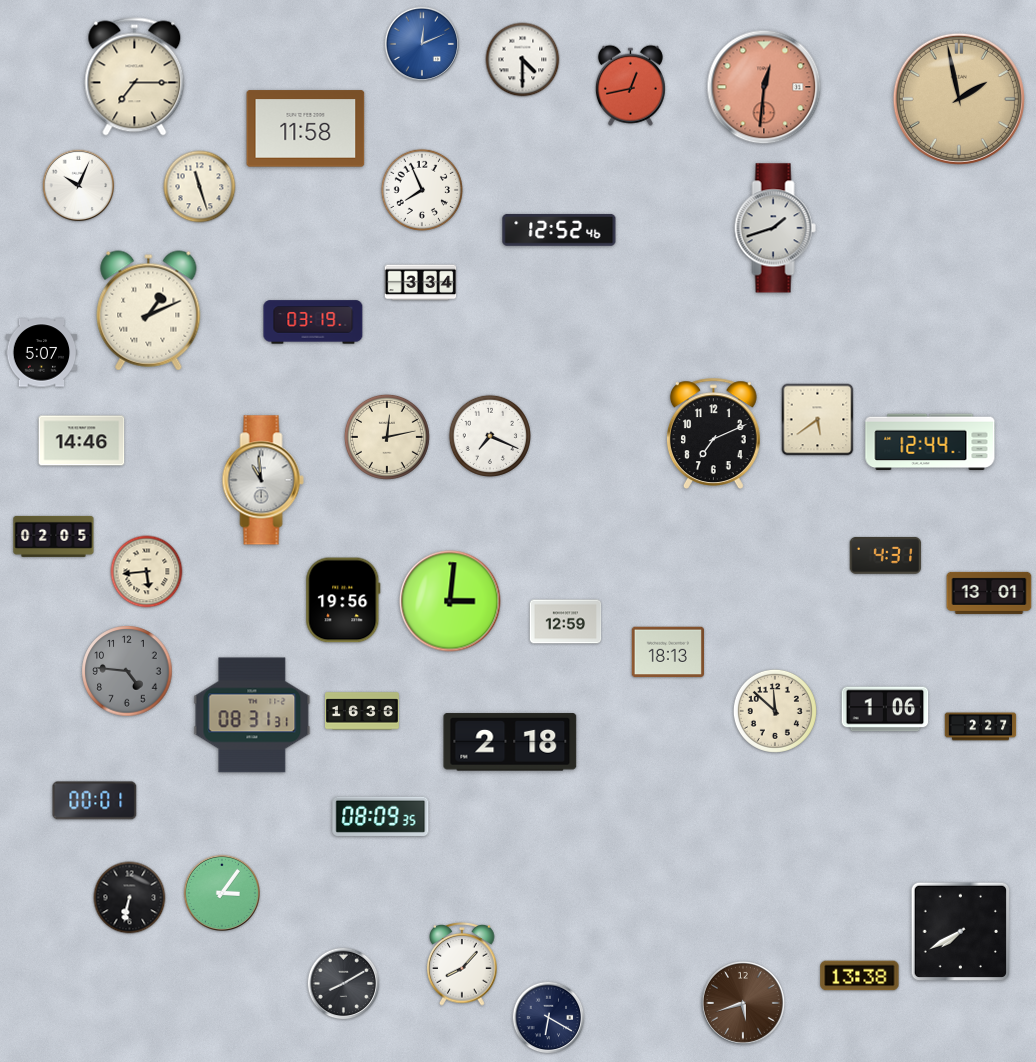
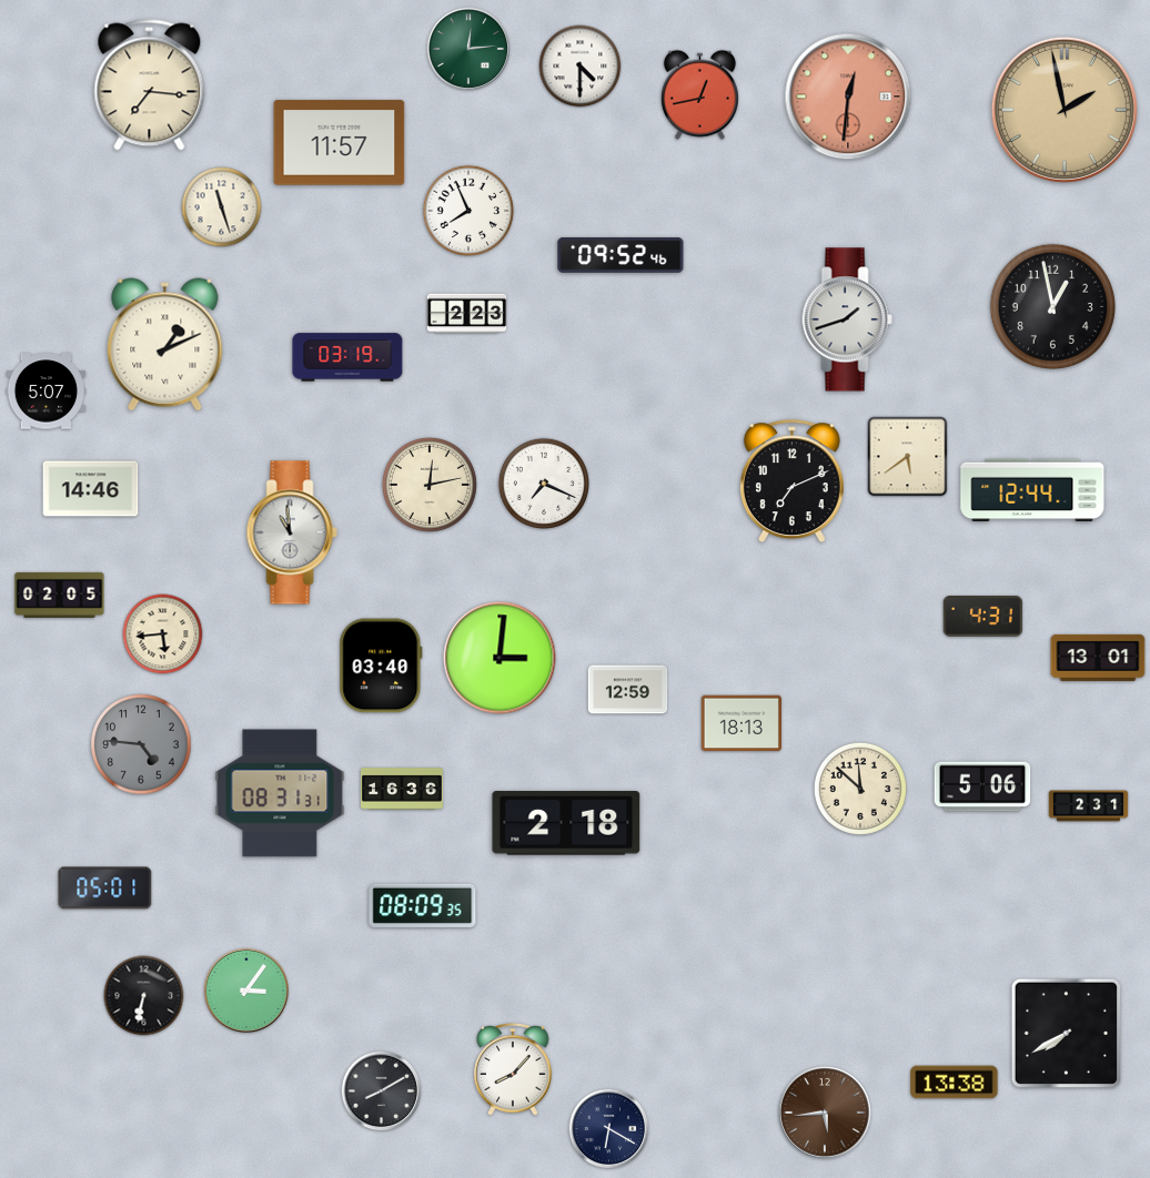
clock at (422, 44): 12:11 -> 12:14
clock at (422, 44) dial: blue -> green
clock at (135, 77): 7:15 -> 7:16
clock at (306, 129): 11:58 -> 11:57
clock at (79, 186): 10:04 -> none
clock at (775, 228) position: (775, 228) -> (847, 319)
clock at (559, 230): 12:52 -> 09:52
clock at (1052, 306): none -> 12:58
clock at (421, 283): 3:34 -> 2:23
clock at (818, 420) position: (818, 420) -> (908, 457)
clock at (343, 600): 19:56 -> 03:40
clock at (450, 601) position: (450, 601) -> (500, 658)
clock at (885, 709): 1:06 -> 5:06
clock at (981, 727): 2:27 -> 2:31
clock at (95, 801): 00:01 -> 05:01
clock at (743, 1003): 5:42 -> 5:44
